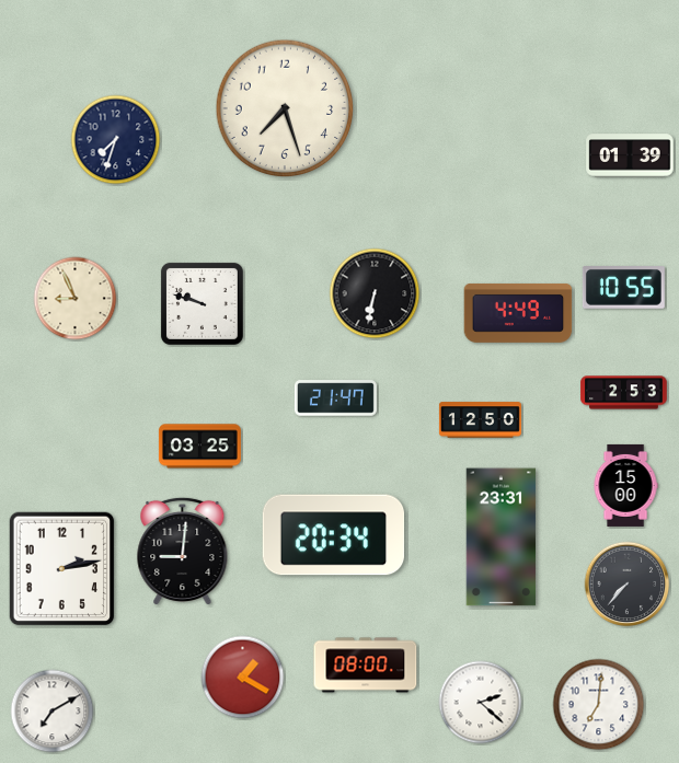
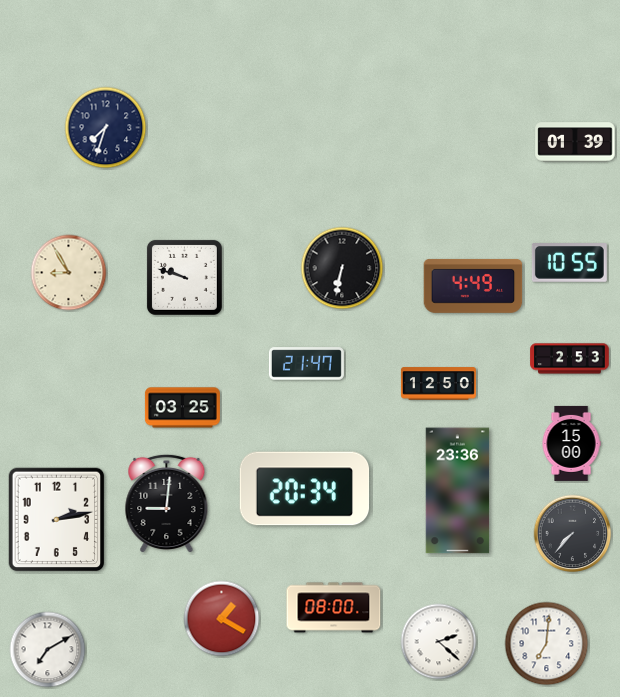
clock at (285, 108): 7:27 -> none
clock at (76, 299): 8:56 -> 8:55
clock at (502, 537): 23:31 -> 23:36
